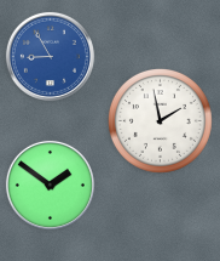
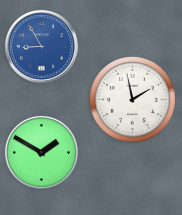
clock at (50, 185): 1:51 -> 1:50
